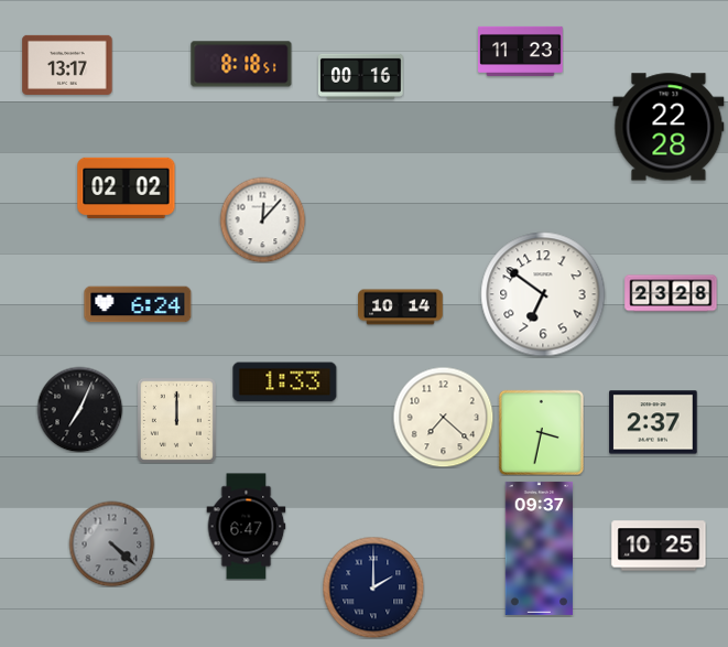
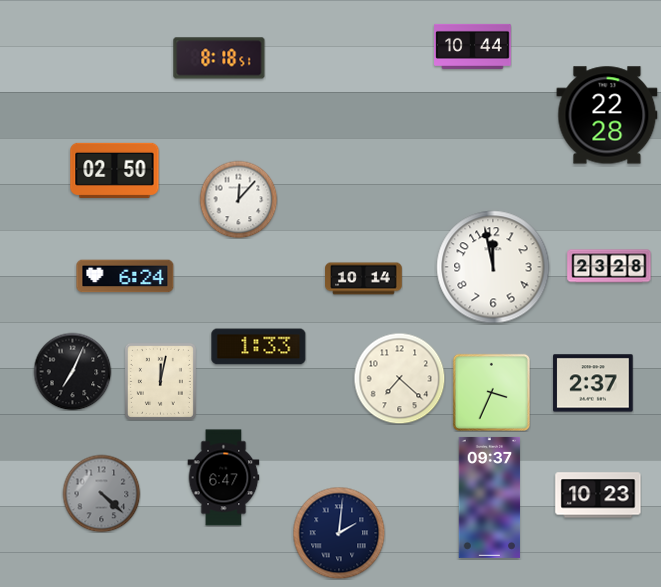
clock at (521, 51): 11:23 -> 10:44
clock at (67, 65): 13:17 -> none
clock at (361, 76): 00:16 -> none
clock at (127, 187): 02:02 -> 02:50
clock at (543, 294): 6:51 -> 11:58
clock at (443, 417) position: (443, 417) -> (399, 378)
clock at (176, 420): 12:00 -> 12:02
clock at (541, 432): 3:32 -> 3:34
clock at (659, 546): 10:25 -> 10:23
clock at (373, 587): 2:00 -> 2:01
